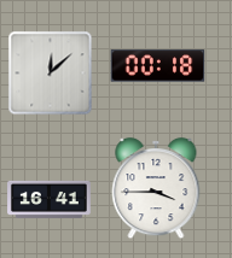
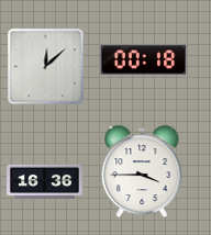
clock at (50, 199): 16:41 -> 16:36
